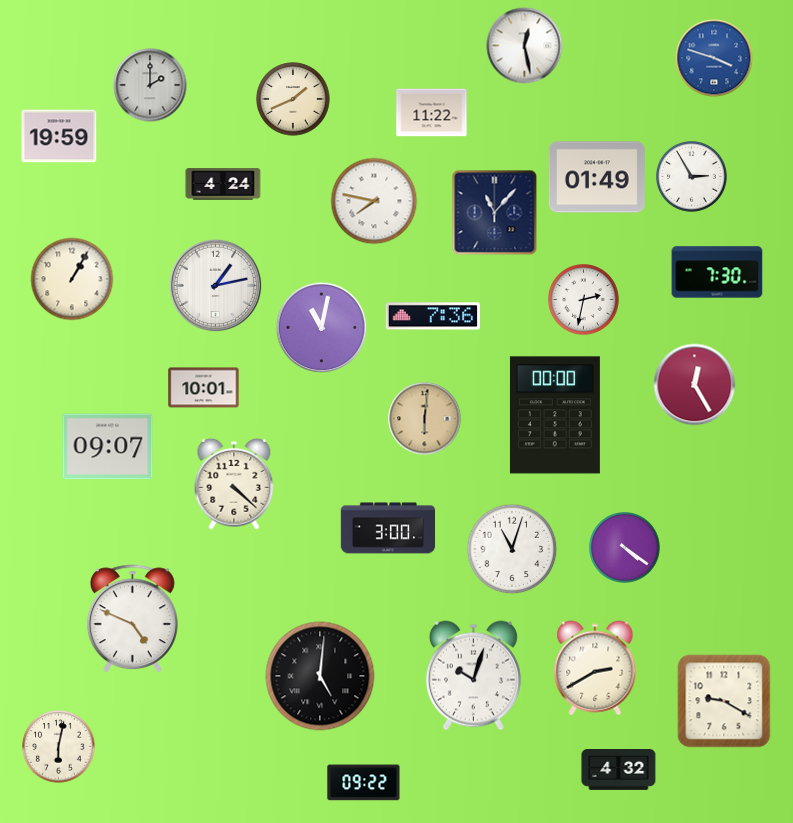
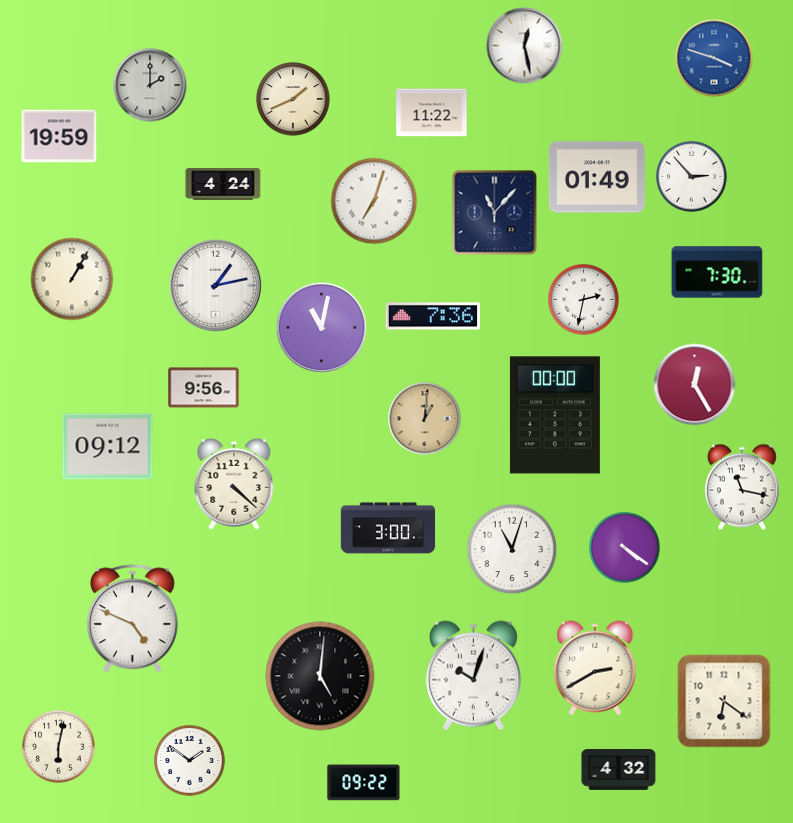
clock at (692, 177): 2:55 -> 2:53
clock at (374, 201): 7:47 -> 7:03
clock at (204, 388): 10:01 -> 9:56
clock at (425, 419): 6:01 -> 1:01
clock at (108, 447): 09:07 -> 09:12
clock at (742, 487): none -> 11:17
clock at (724, 701): 9:20 -> 6:21
clock at (190, 761): none -> 1:51
